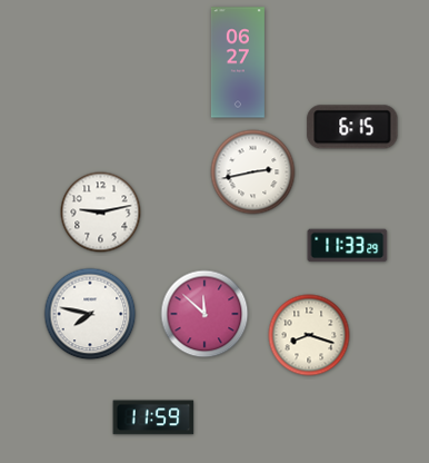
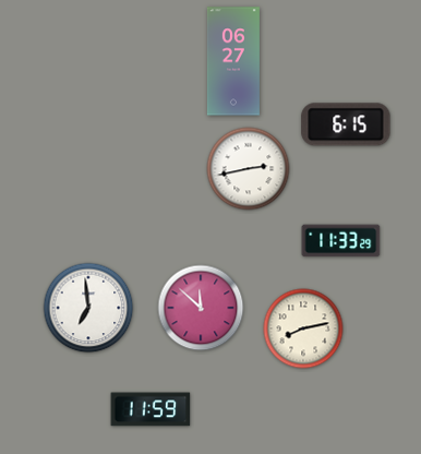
clock at (101, 213): 9:13 -> none
clock at (90, 314): 7:47 -> 6:59
clock at (309, 335): 8:18 -> 8:13
